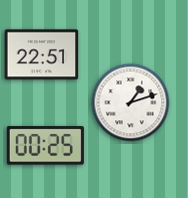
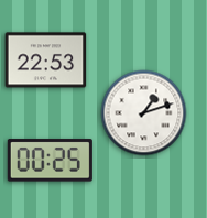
clock at (42, 55): 22:51 -> 22:53
